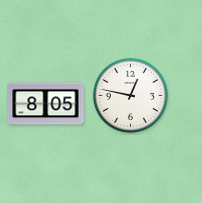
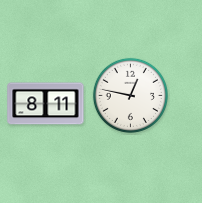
clock at (46, 104): 8:05 -> 8:11
